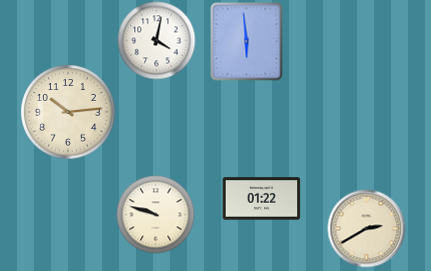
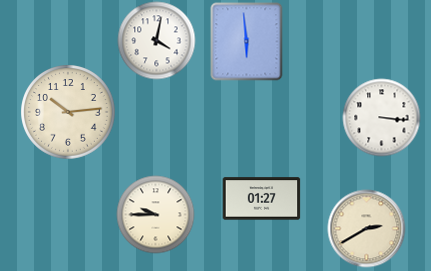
clock at (381, 117): none -> 3:16
clock at (261, 199): 01:22 -> 01:27
clock at (155, 214): 9:48 -> 9:45
